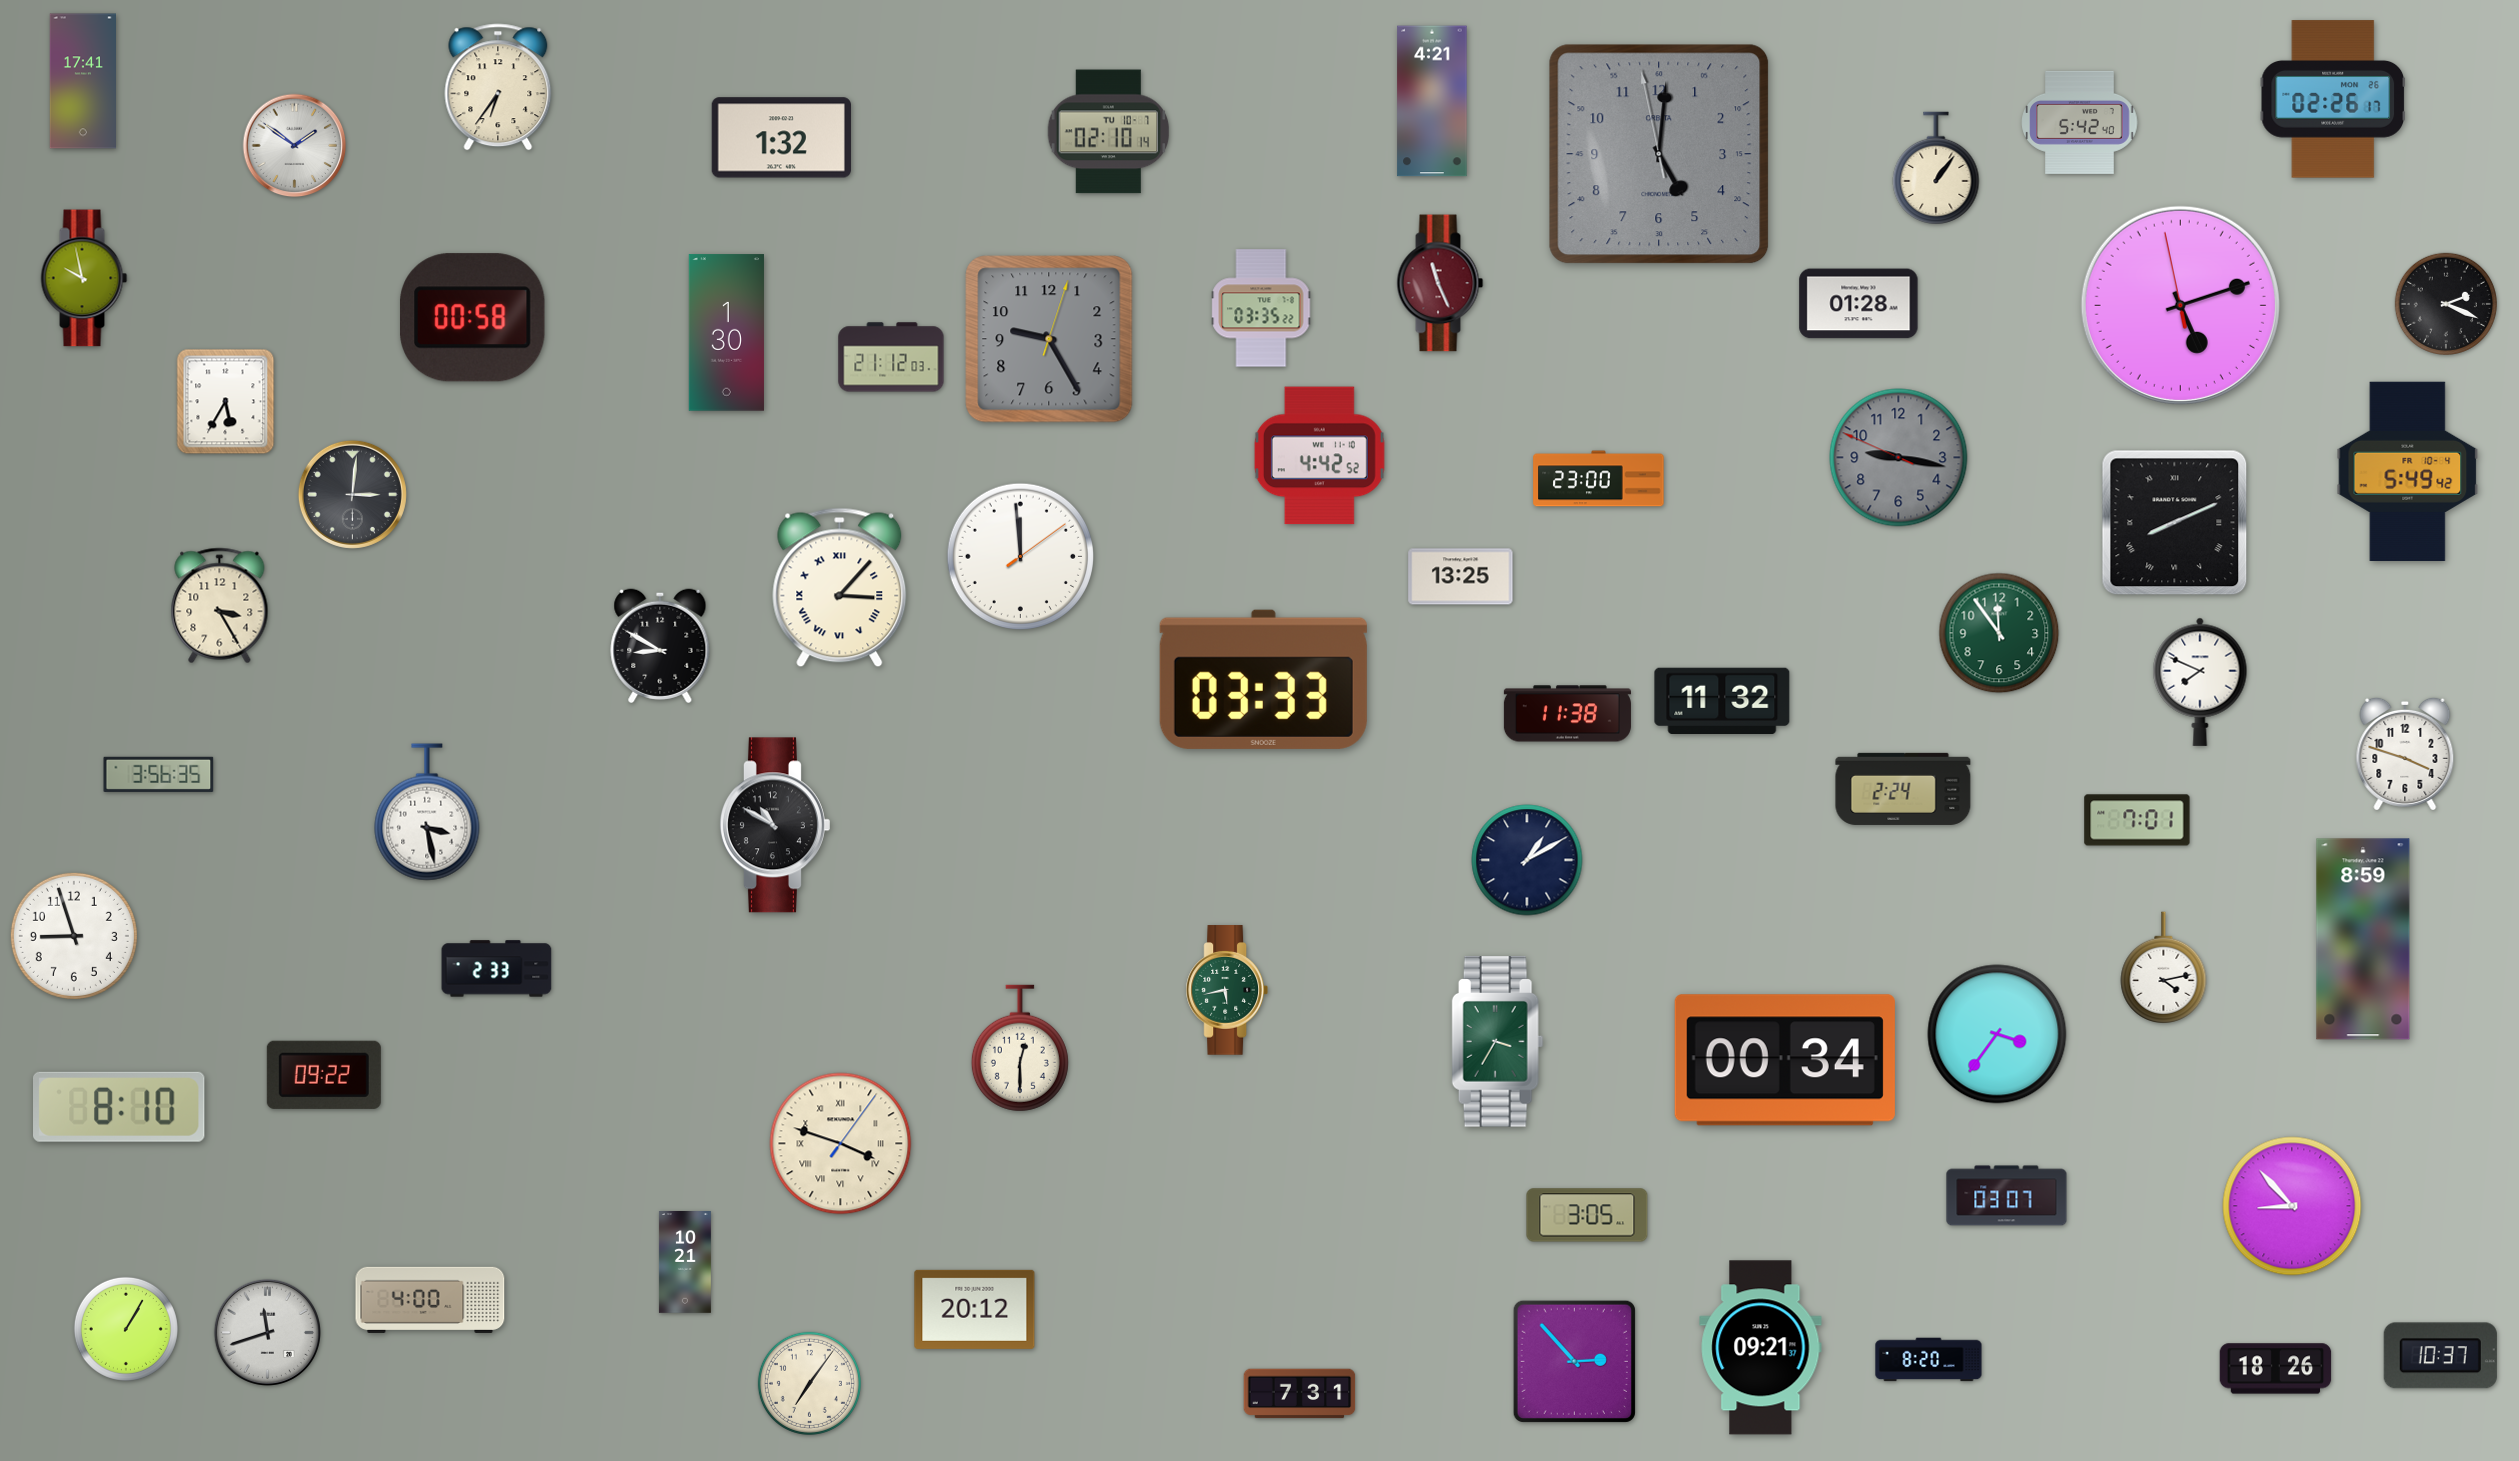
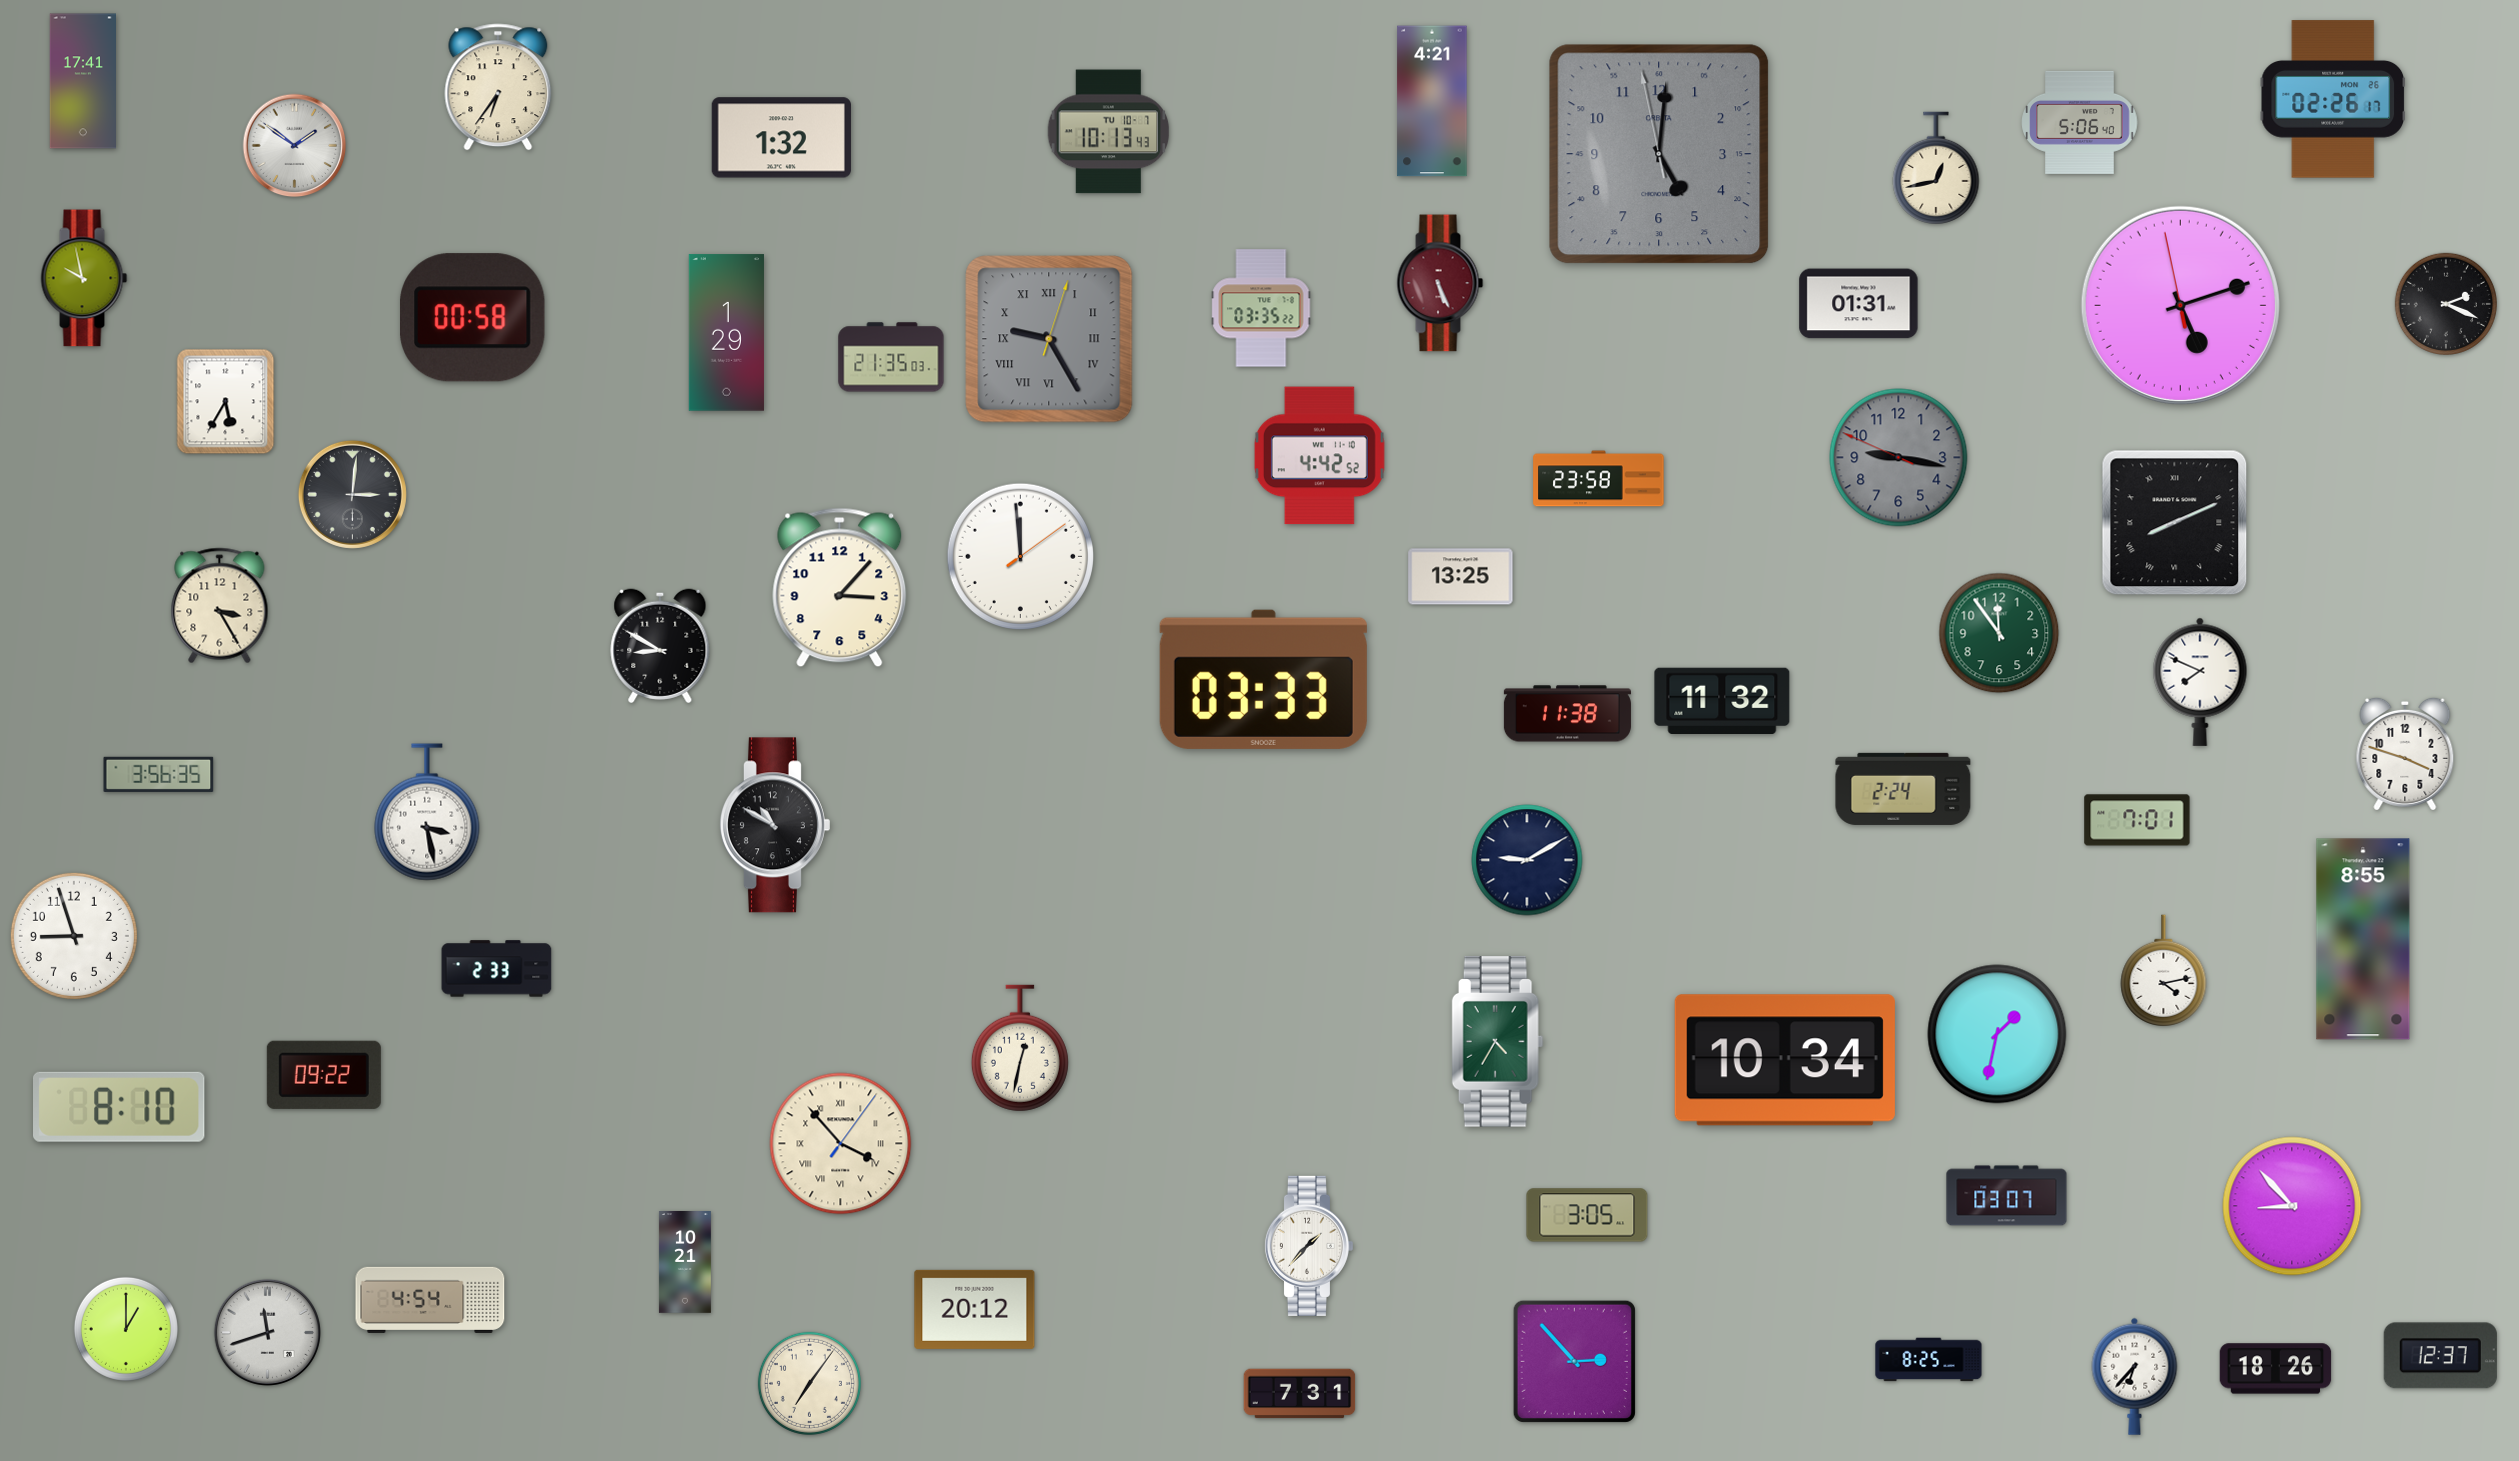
clock at (2080, 122): 5:42 -> 5:06
clock at (1109, 132): 02:10 -> 10:13
clock at (1936, 168): 1:06 -> 12:43
clock at (1440, 283): 11:26 -> 5:26
clock at (1859, 304): 01:28 -> 01:31
clock at (726, 333): 1:30 -> 1:29
clock at (1049, 339) numerals: Arabic -> Roman
clock at (891, 357): 21:12 -> 21:35
clock at (2408, 471): 5:49 -> none
clock at (1599, 479): 23:00 -> 23:58
clock at (840, 588) numerals: Roman -> Arabic
clock at (1527, 860): 1:10 -> 9:10
clock at (2363, 939): 8:59 -> 8:55
clock at (2164, 967) position: (2164, 967) -> (2164, 970)
clock at (1226, 990): 5:43 -> none
clock at (1997, 1034): 3:36 -> 1:32
clock at (1498, 1042): 3:35 -> 4:35
clock at (1020, 1048): 12:30 -> 12:32
clock at (1785, 1060): 00:34 -> 10:34
clock at (841, 1144): 3:48 -> 3:53
clock at (1308, 1246): none -> 1:37
clock at (430, 1300): 4:00 -> 4:54
clock at (126, 1329): 1:05 -> 1:00
clock at (1761, 1348): 09:21 -> none
clock at (2440, 1356): 10:37 -> 12:37
clock at (1929, 1360): 8:20 -> 8:25
clock at (2135, 1376): none -> 6:37
